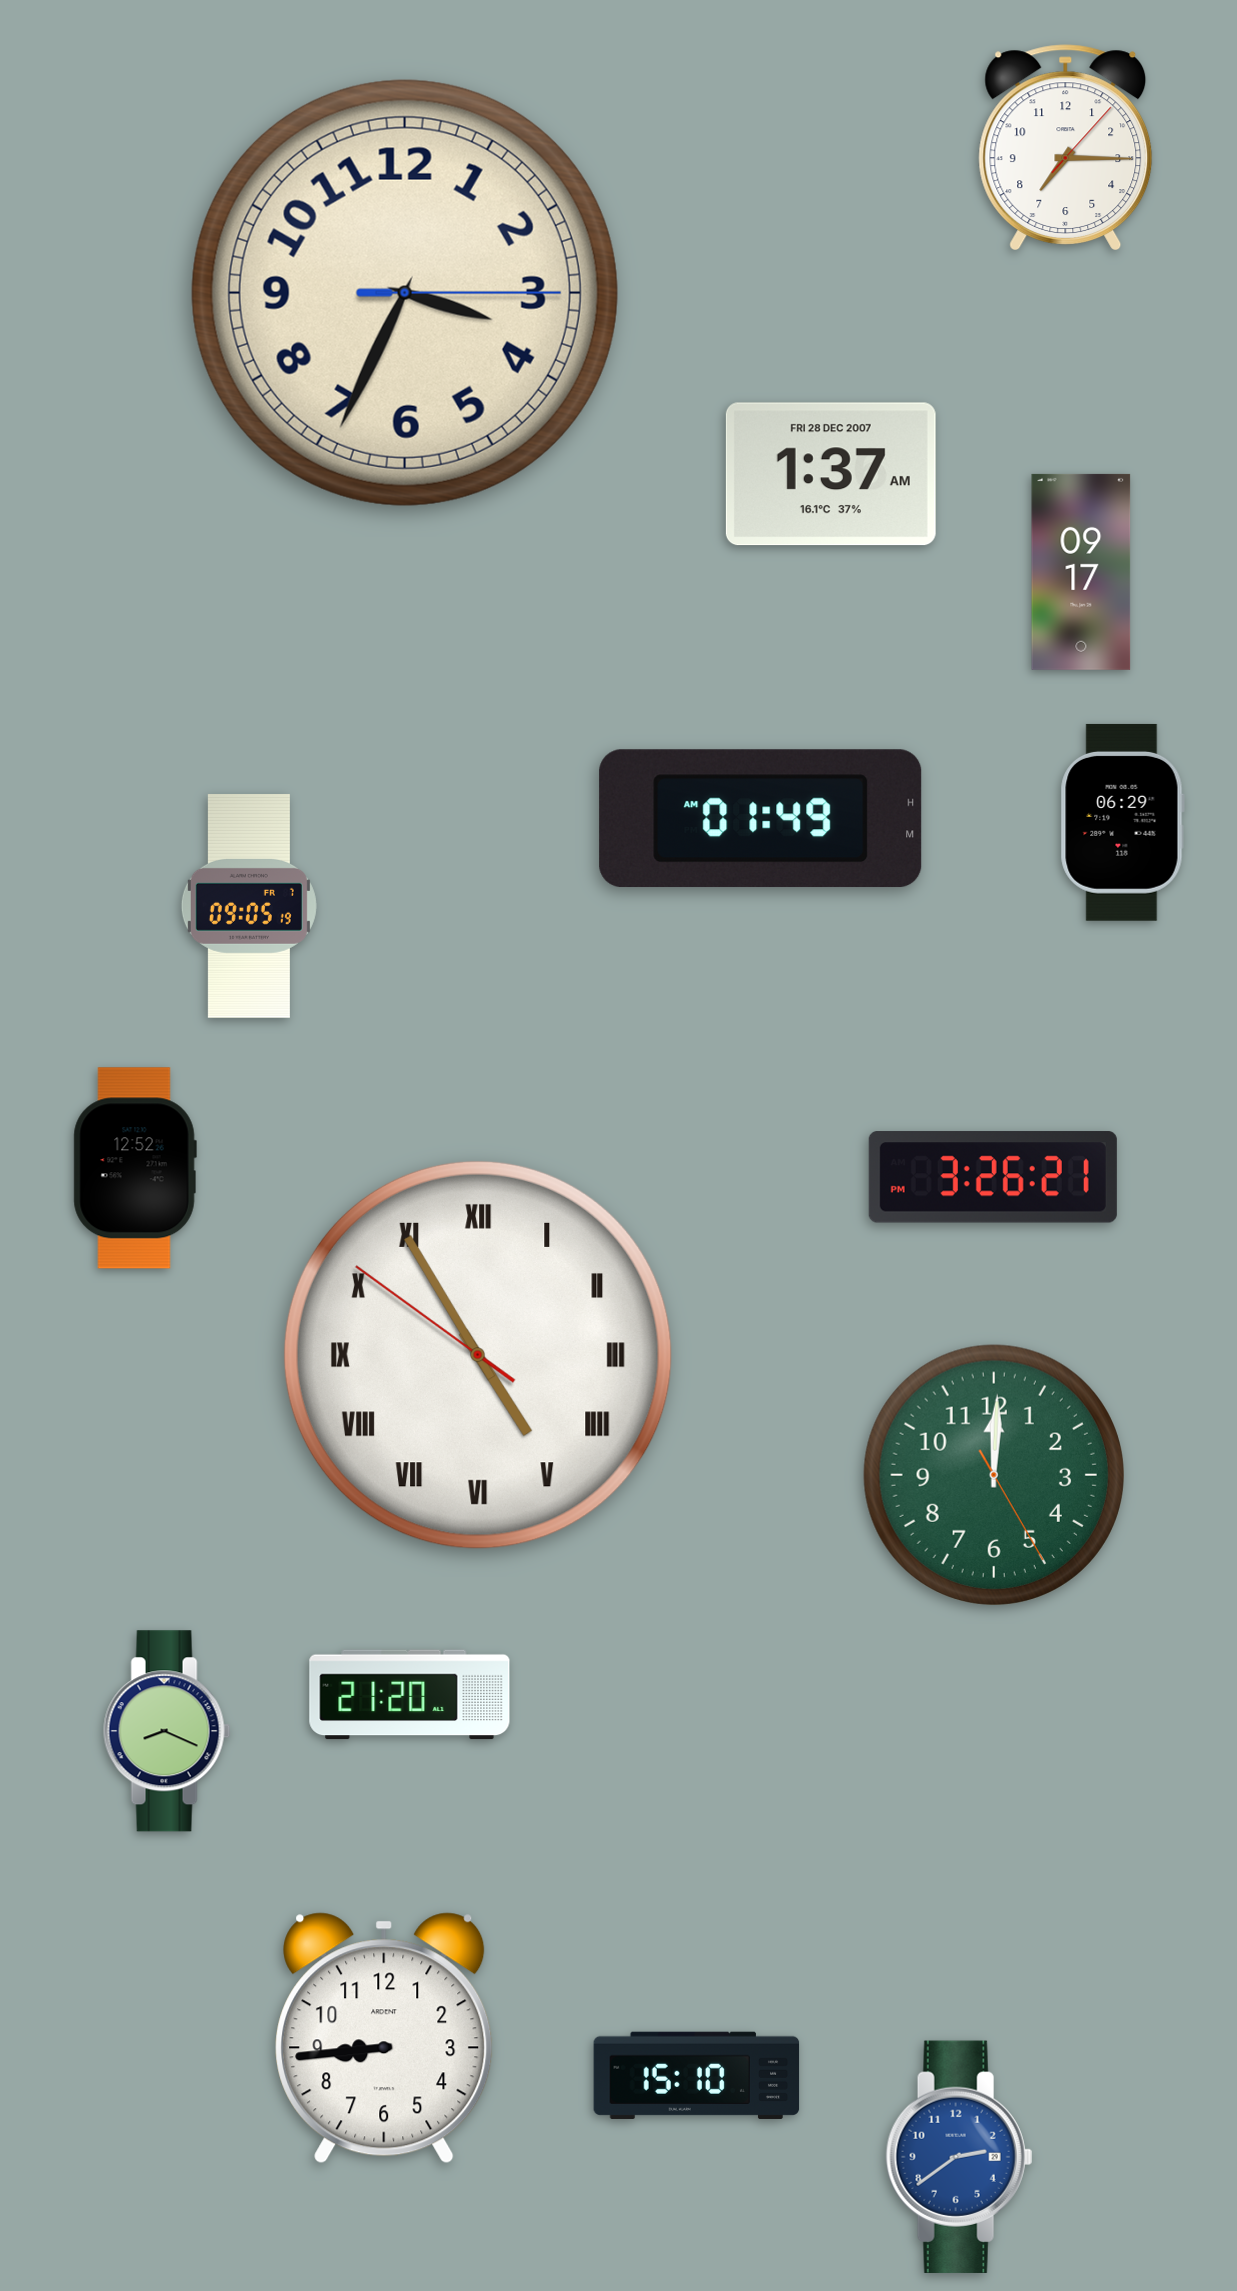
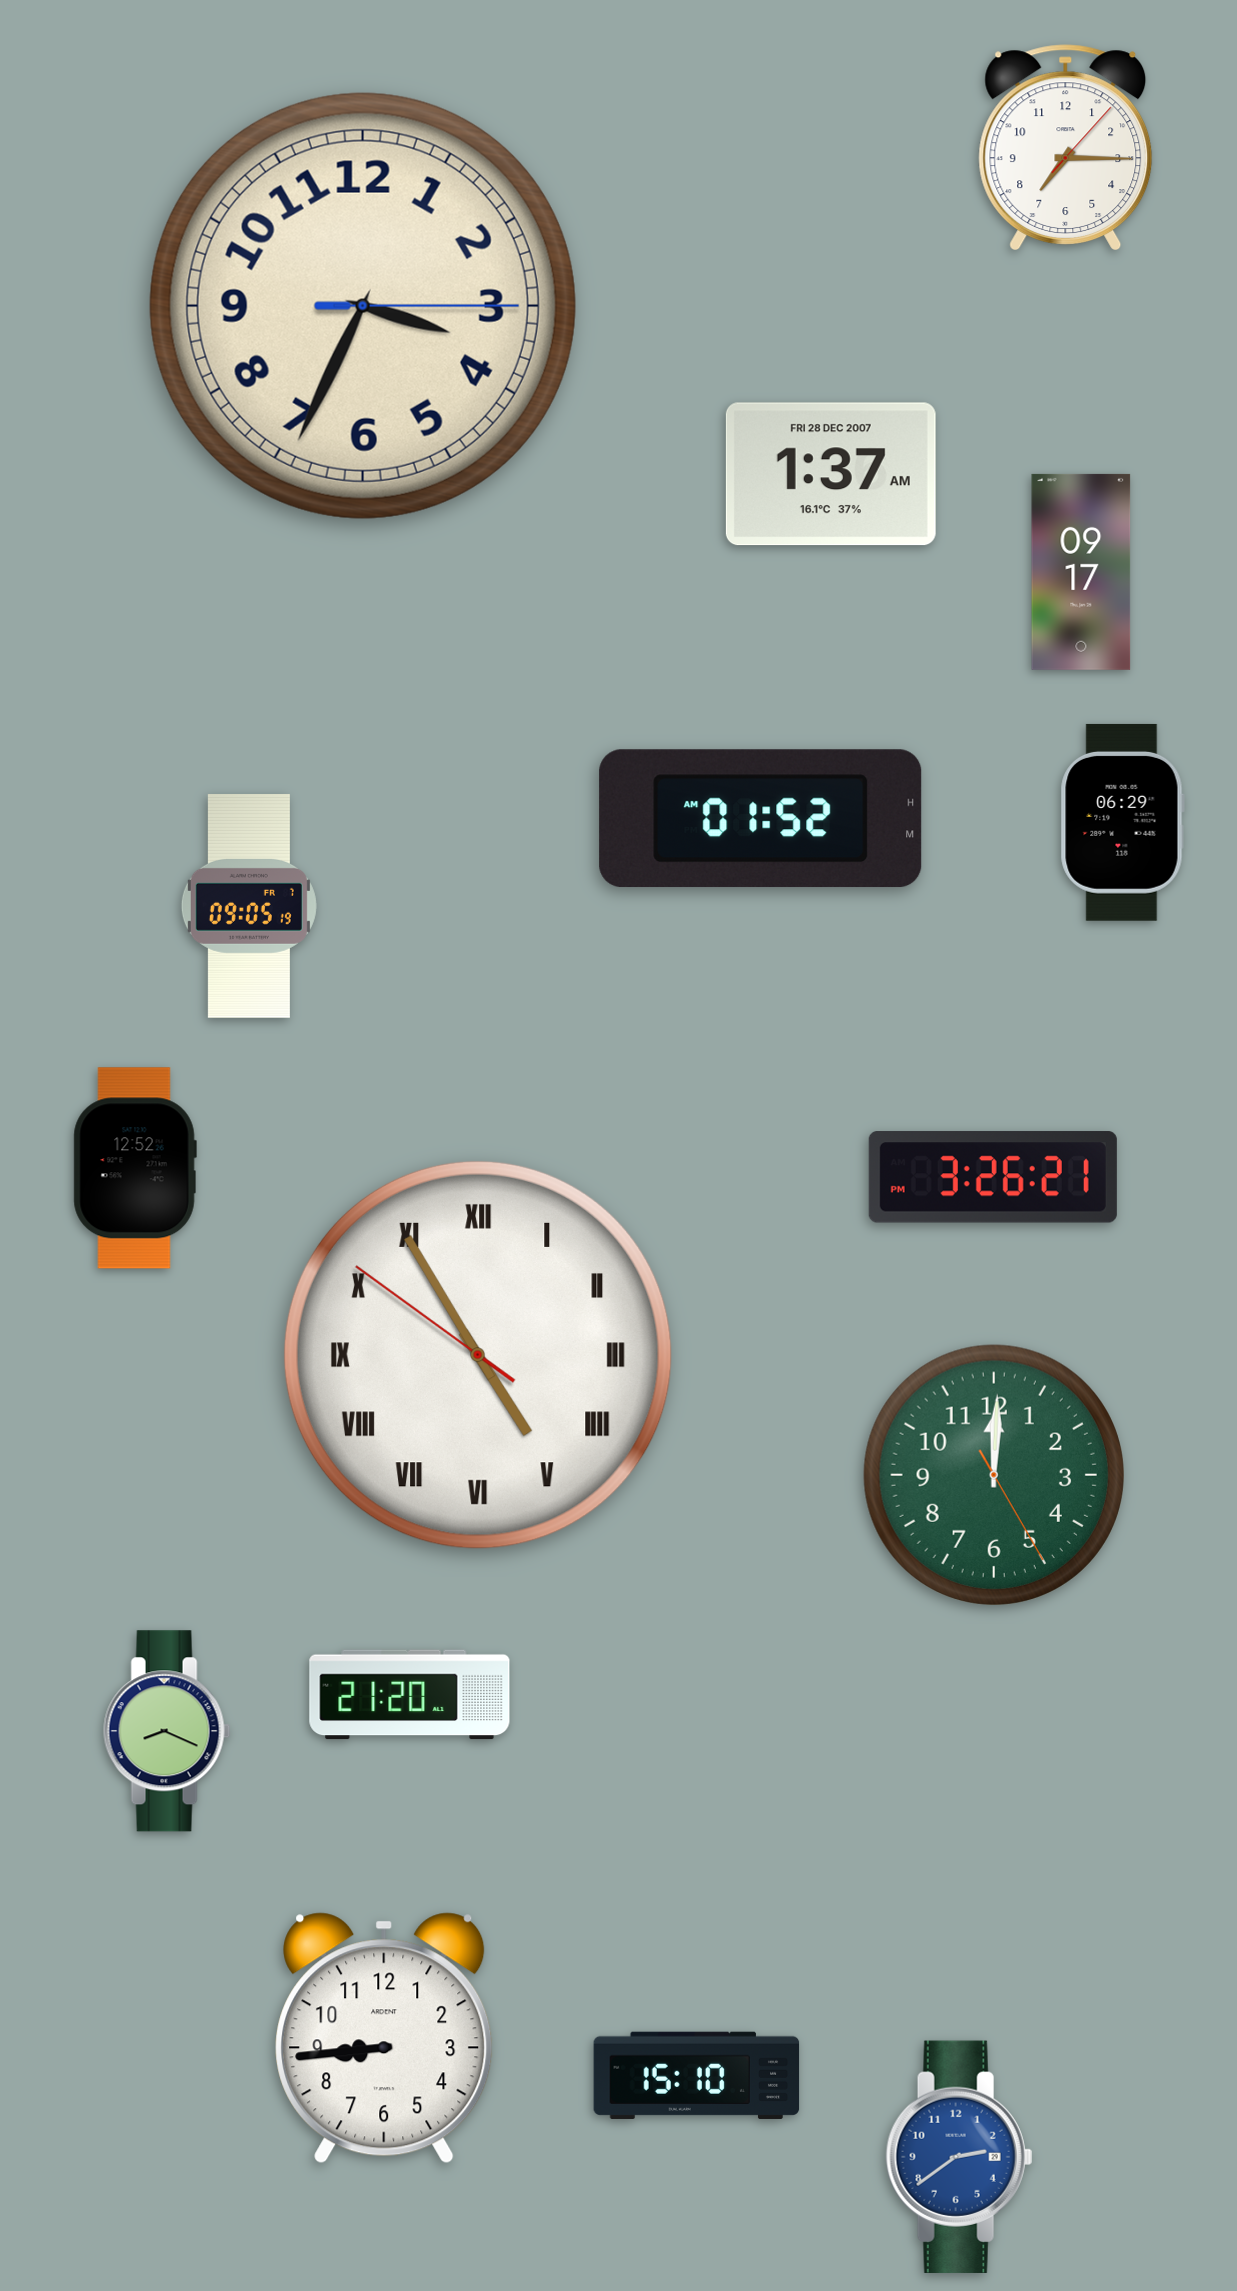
clock at (405, 293) position: (405, 293) -> (363, 306)
clock at (761, 819): 01:49 -> 01:52
